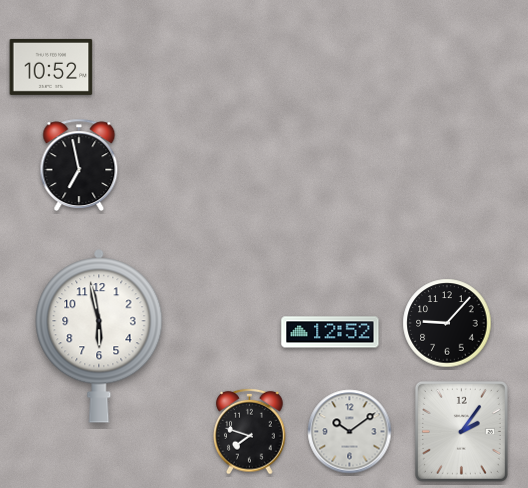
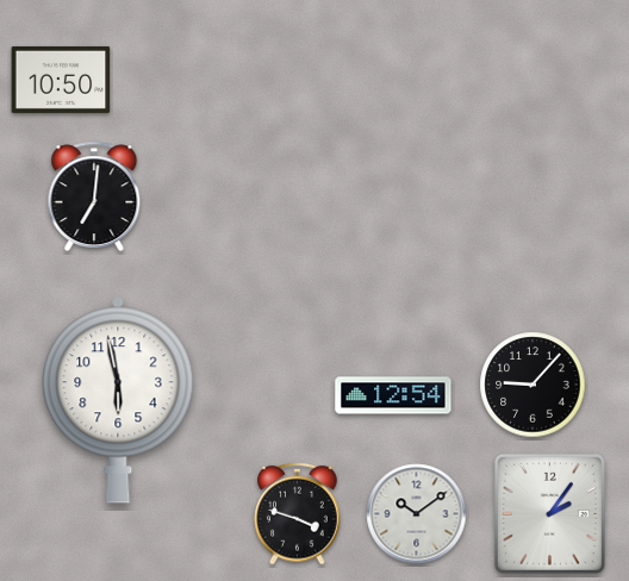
clock at (51, 67): 10:52 -> 10:50
clock at (79, 165): 6:58 -> 7:01
clock at (330, 332): 12:52 -> 12:54
clock at (250, 431): 7:48 -> 3:48
